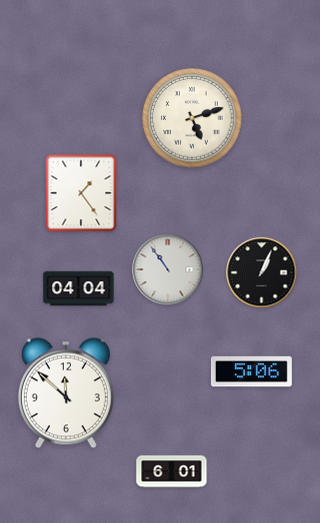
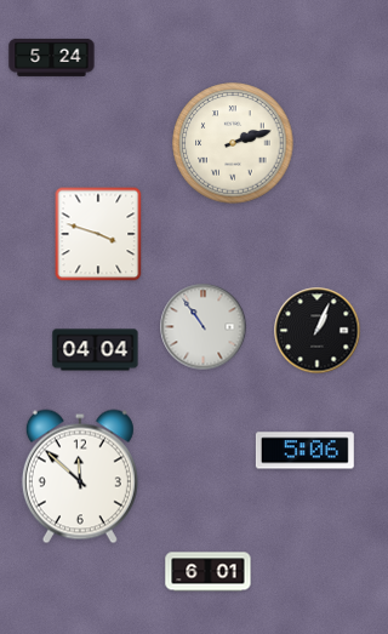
clock at (52, 57): none -> 5:24
clock at (192, 118): 5:12 -> 2:12
clock at (81, 193): 1:24 -> 3:48
